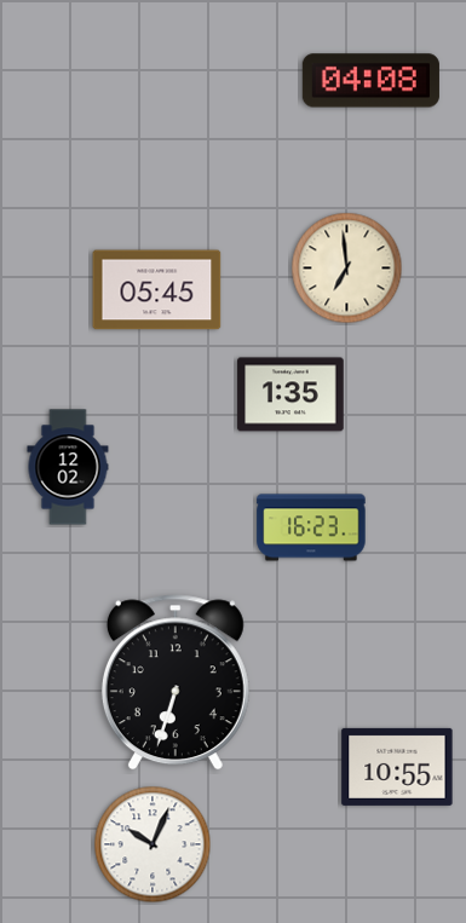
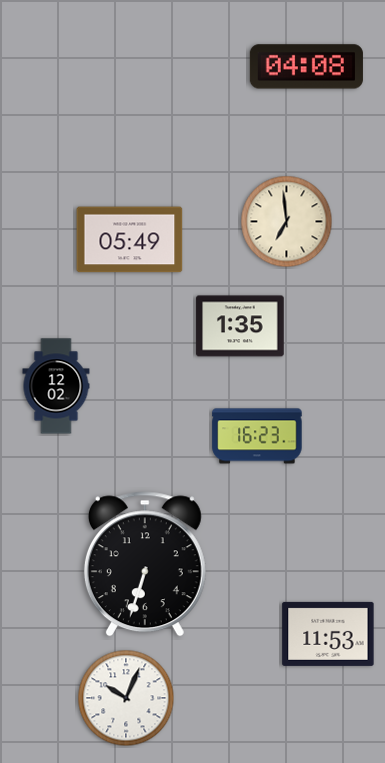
clock at (157, 290): 05:45 -> 05:49
clock at (397, 767): 10:55 -> 11:53
